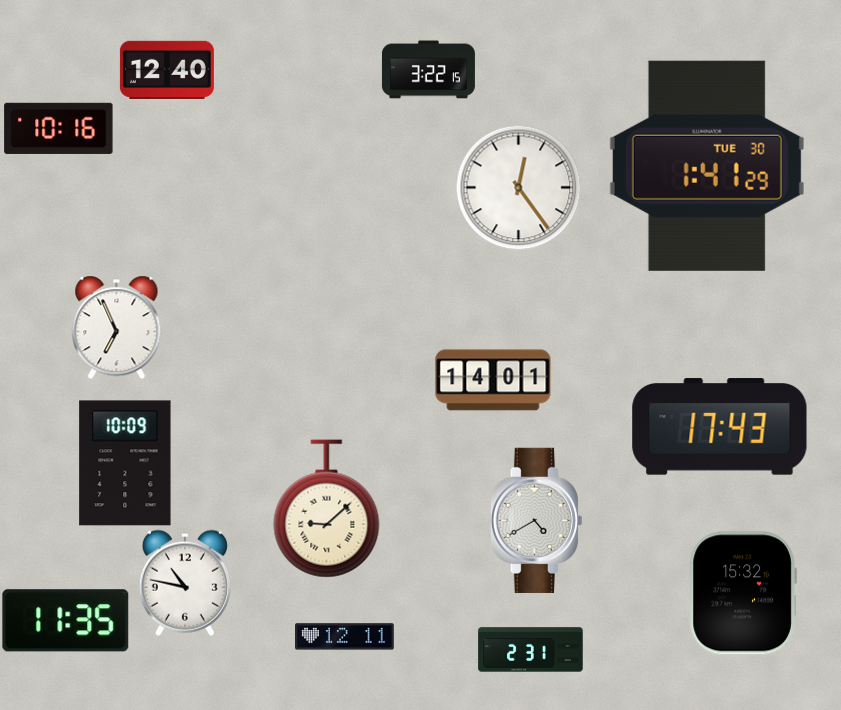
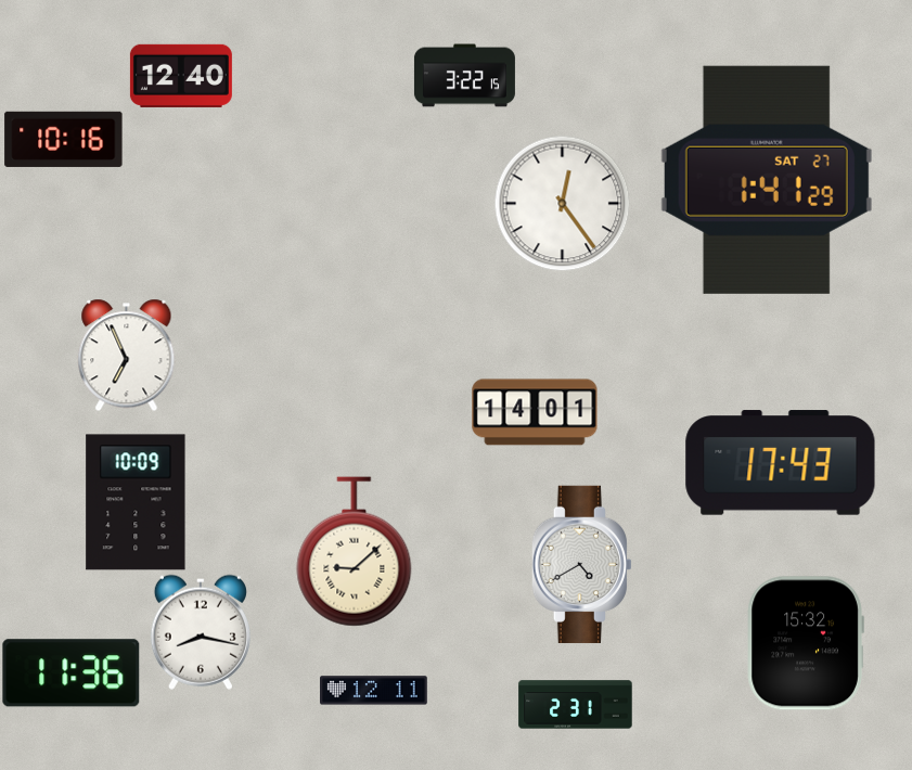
clock at (707, 166) date: TUE 30 -> SAT 27
clock at (185, 583): 10:47 -> 8:17
clock at (66, 621): 11:35 -> 11:36
